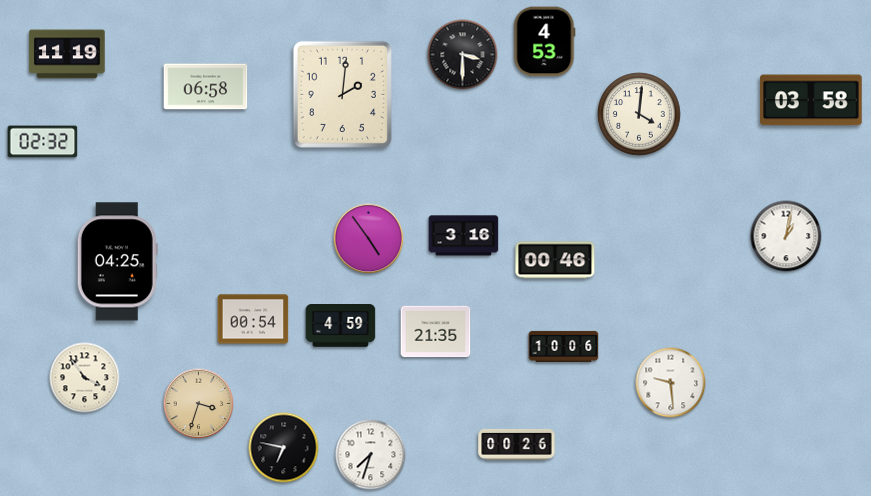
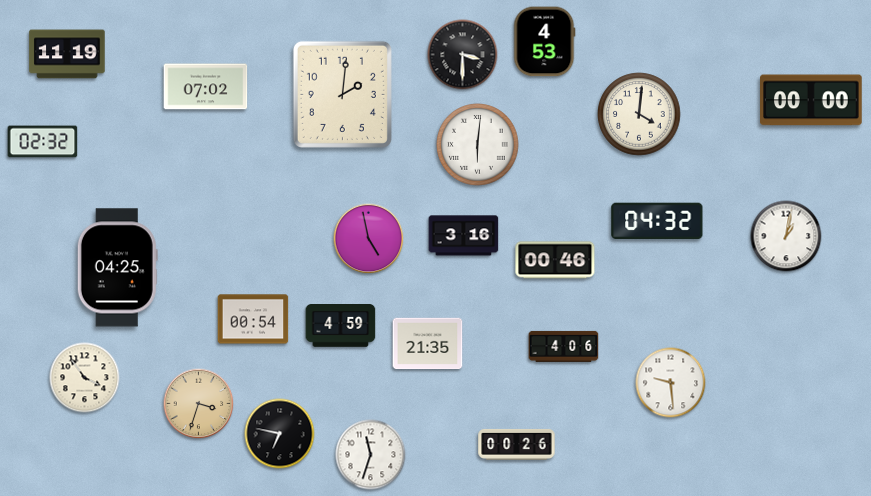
clock at (206, 87): 06:58 -> 07:02
clock at (811, 100): 03:58 -> 00:00
clock at (478, 145): none -> 6:01
clock at (657, 221): none -> 04:32
clock at (369, 239): 4:54 -> 4:58
clock at (117, 262) position: (117, 262) -> (117, 268)
clock at (436, 332) position: (436, 332) -> (428, 344)
clock at (564, 346): 10:06 -> 4:06
clock at (284, 448) position: (284, 448) -> (280, 434)
clock at (371, 455): 7:33 -> 11:33
